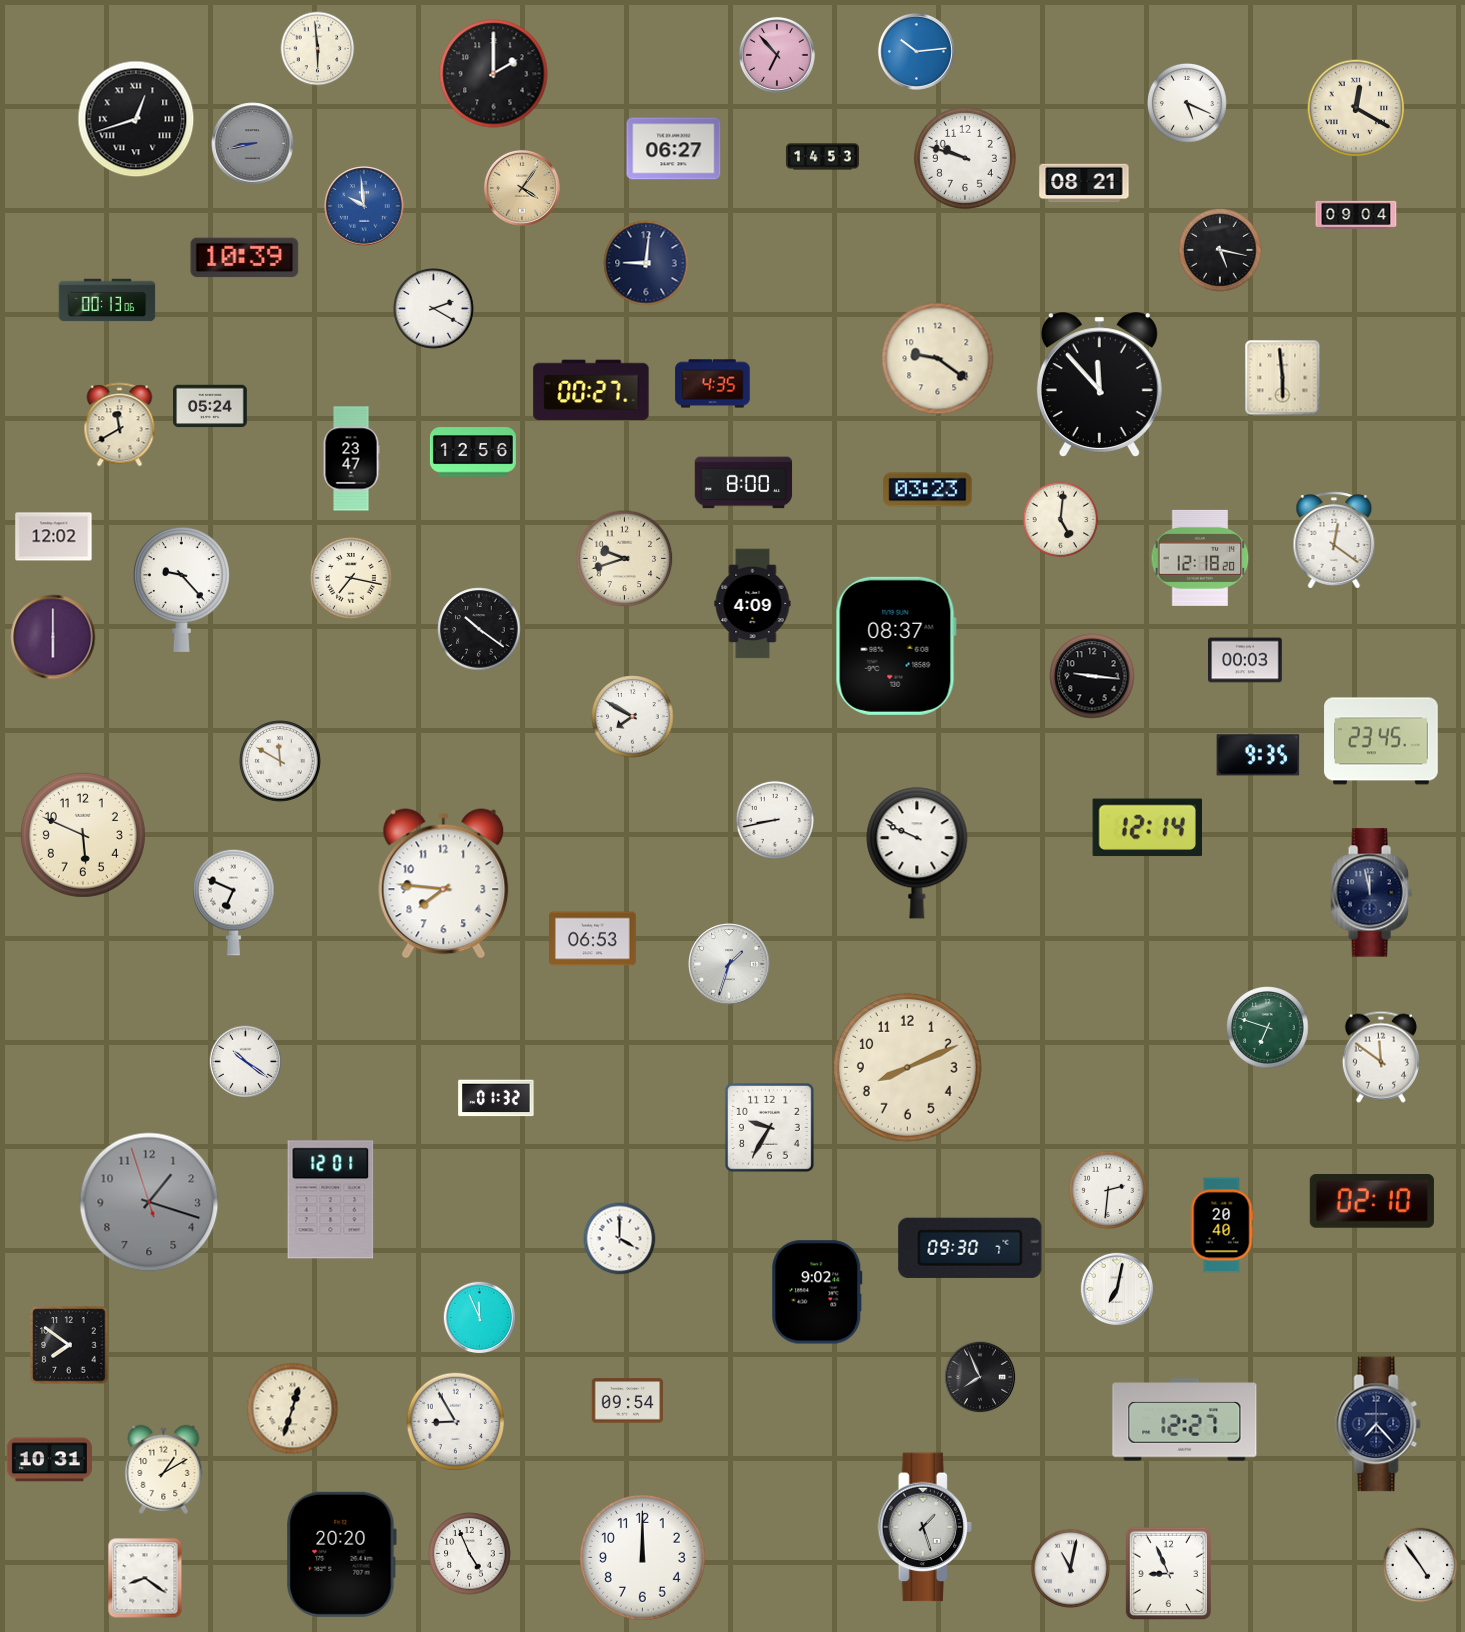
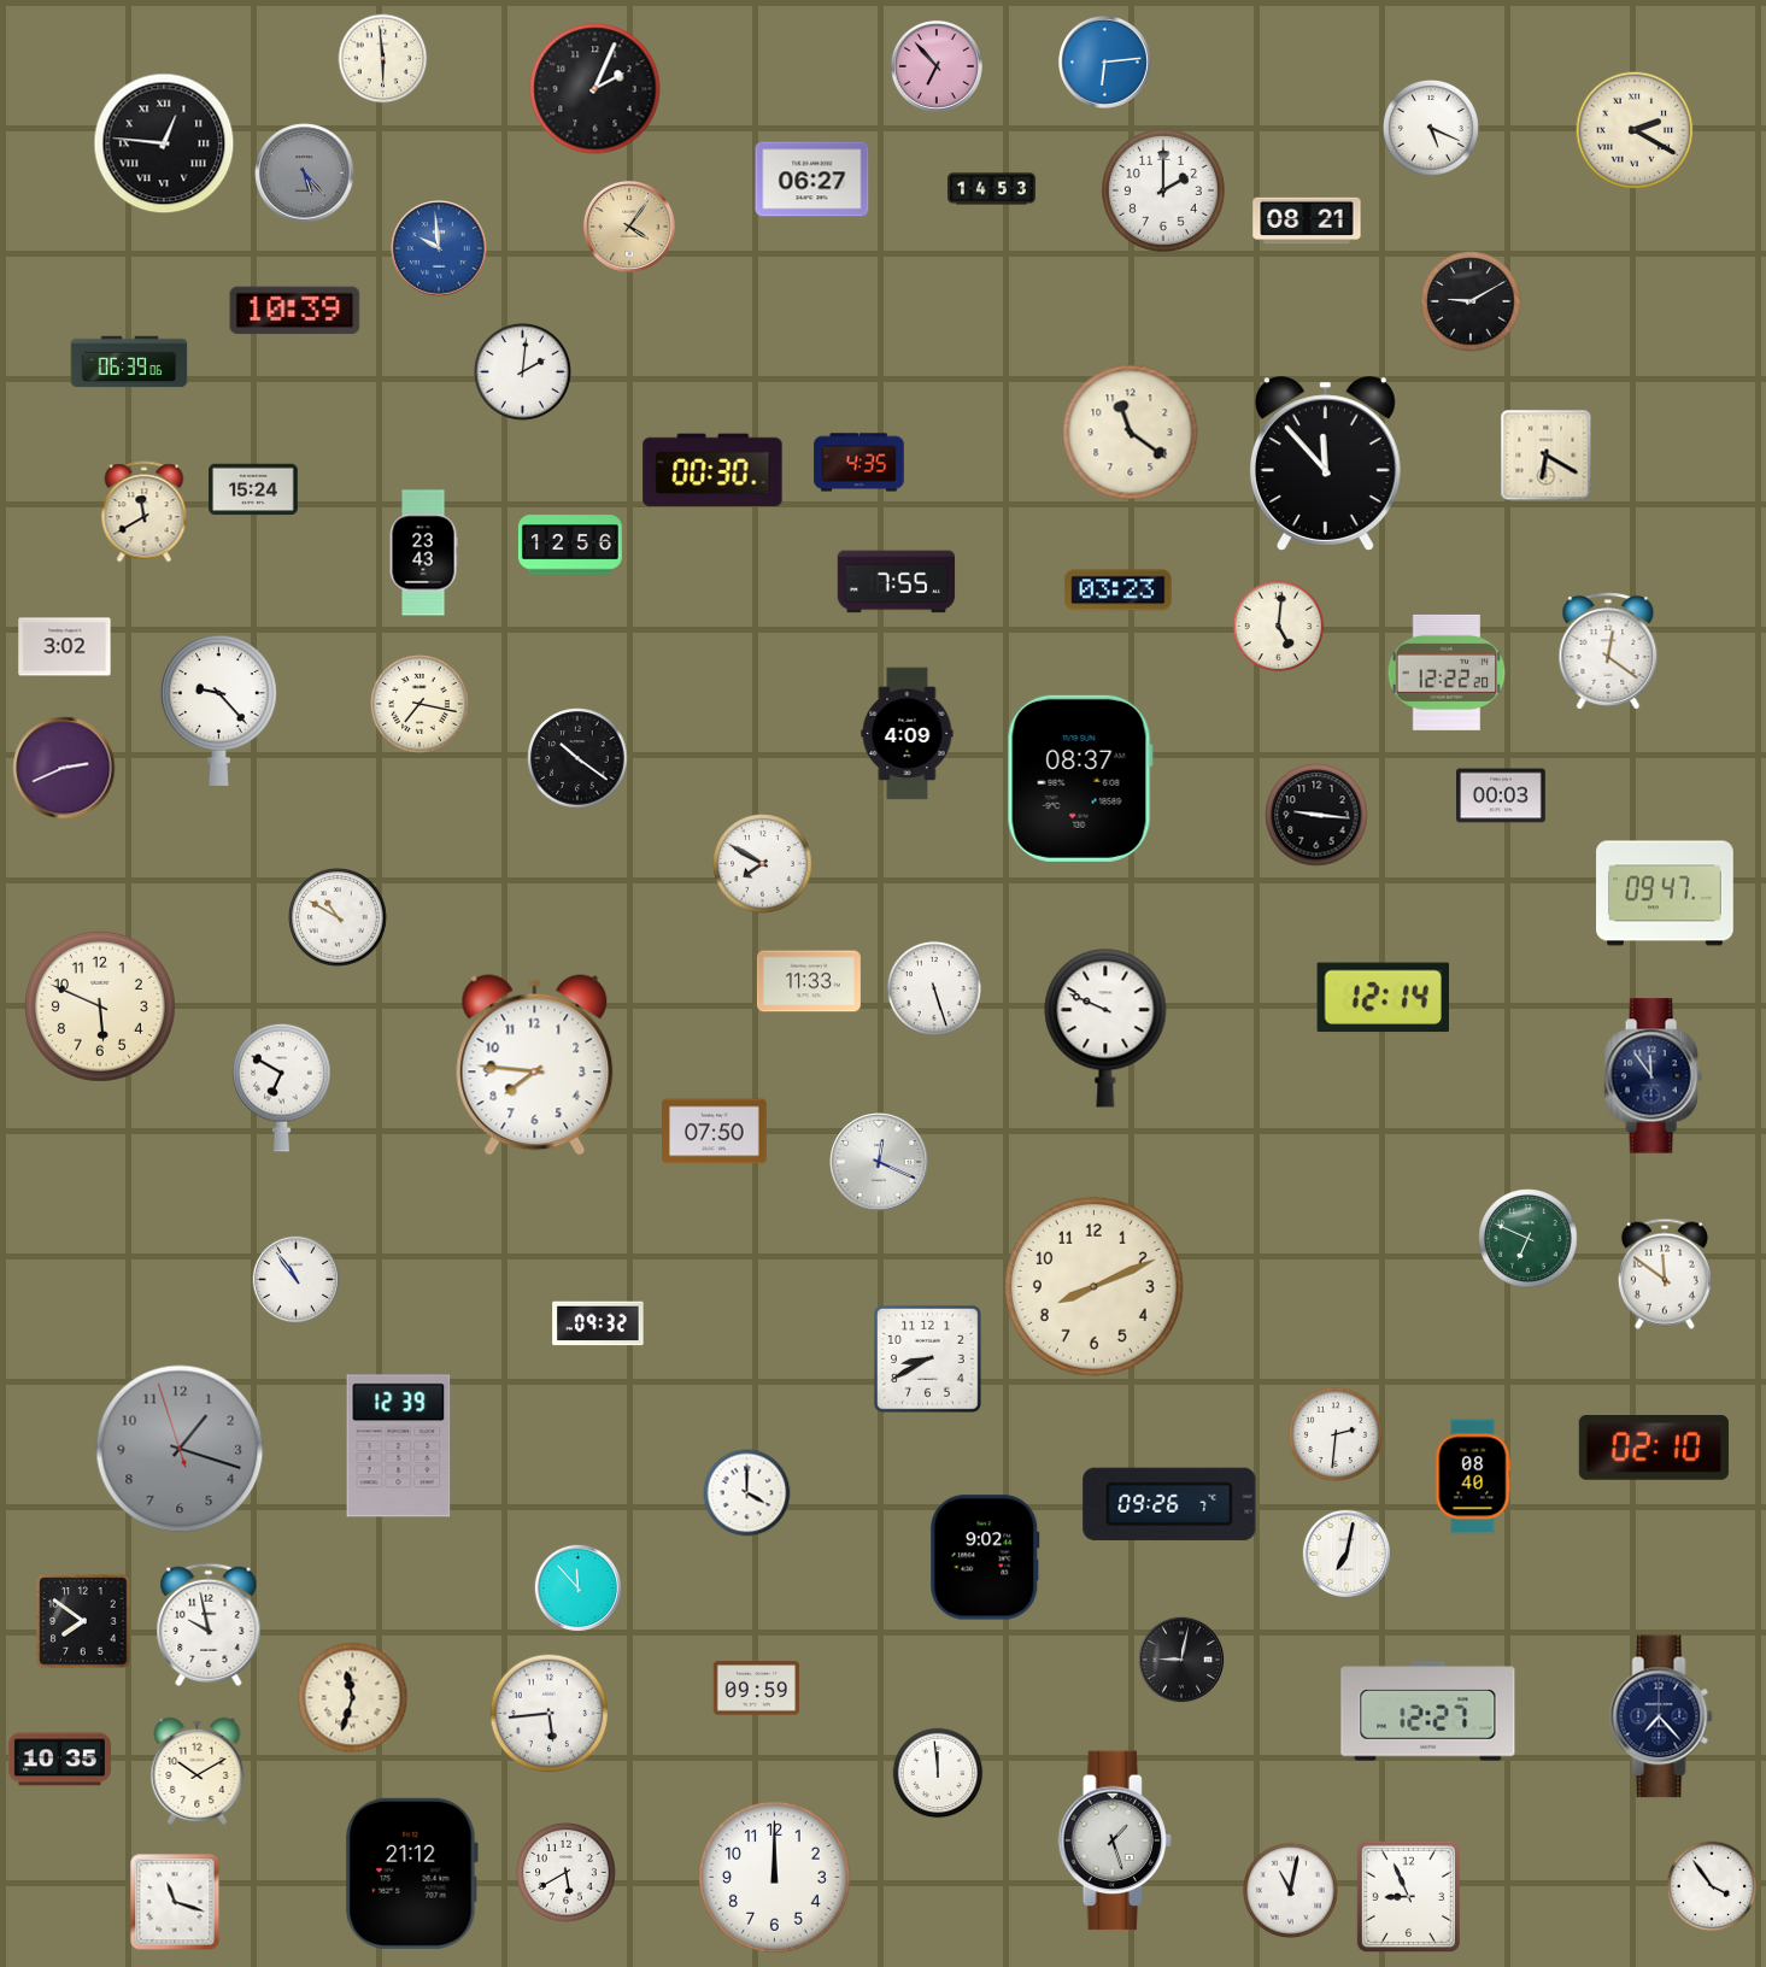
clock at (916, 51): 10:14 -> 6:14
clock at (494, 74): 2:00 -> 2:04
clock at (1187, 103) position: (1187, 103) -> (1431, 128)
clock at (1356, 108): 12:20 -> 2:20
clock at (136, 119): 12:42 -> 12:46
clock at (253, 144): 8:43 -> 5:23
clock at (965, 158): 9:48 -> 2:00
clock at (1356, 214): 09:04 -> none
clock at (1220, 250): 5:17 -> 9:10
clock at (646, 263): 9:01 -> none
clock at (107, 300): 00:13 -> 06:39
clock at (434, 309): 2:20 -> 2:01
clock at (938, 359): 9:21 -> 11:21
clock at (1283, 378): 5:59 -> 6:20
clock at (591, 390): 00:27 -> 00:30
clock at (210, 406): 05:24 -> 15:24
clock at (351, 459): 23:47 -> 23:43
clock at (744, 483): 8:00 -> 7:55
clock at (54, 537): 12:02 -> 3:02
clock at (1200, 558): 12:18 -> 12:22
clock at (625, 559): 9:42 -> none
clock at (351, 578) position: (351, 578) -> (420, 704)
clock at (753, 604) position: (753, 604) -> (908, 734)
clock at (53, 637): 6:00 -> 2:41
clock at (1381, 741): 23:45 -> 09:47
clock at (1258, 755): 9:35 -> none
clock at (280, 761): 11:50 -> 10:50
clock at (809, 981): none -> 11:33
clock at (775, 820): 8:43 -> 5:27
clock at (1371, 893): 11:58 -> 11:54
clock at (234, 902): 6:49 -> 6:50
clock at (593, 939): 06:53 -> 07:50
clock at (729, 964): 1:33 -> 12:19
clock at (1268, 1028): 6:48 -> 6:49
clock at (246, 1062): 10:21 -> 10:54
clock at (496, 1098): 01:32 -> 09:32
clock at (770, 1128): 9:35 -> 8:40
clock at (331, 1200): 12:01 -> 12:39
clock at (1222, 1225): 20:40 -> 08:40
clock at (970, 1248): 09:30 -> 09:26
clock at (480, 1318): 11:56 -> 11:53
clock at (209, 1623): none -> 9:58
clock at (980, 1377): 7:56 -> 9:02
clock at (627, 1401): 09:54 -> 09:59
clock at (293, 1409): 12:33 -> 11:33
clock at (456, 1422): 8:55 -> 5:44
clock at (49, 1460): 10:31 -> 10:35
clock at (164, 1469): 1:10 -> 10:10
clock at (938, 1773): none -> 11:59
clock at (341, 1554): 20:20 -> 21:12
clock at (470, 1554): 4:56 -> 5:40
clock at (1420, 1565): 4:54 -> 3:54
clock at (145, 1578): 8:21 -> 11:18
